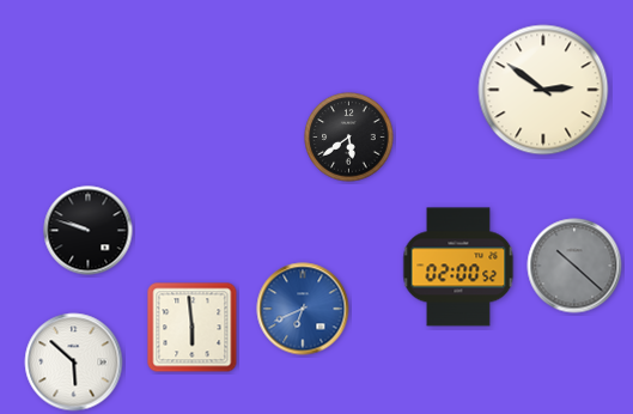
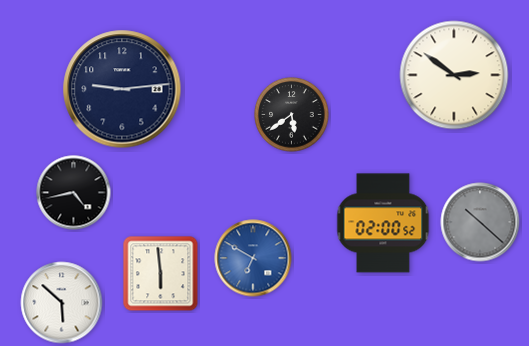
clock at (122, 89): none -> 9:14
clock at (89, 231): 9:48 -> 4:43
clock at (303, 309): 6:41 -> 6:50
